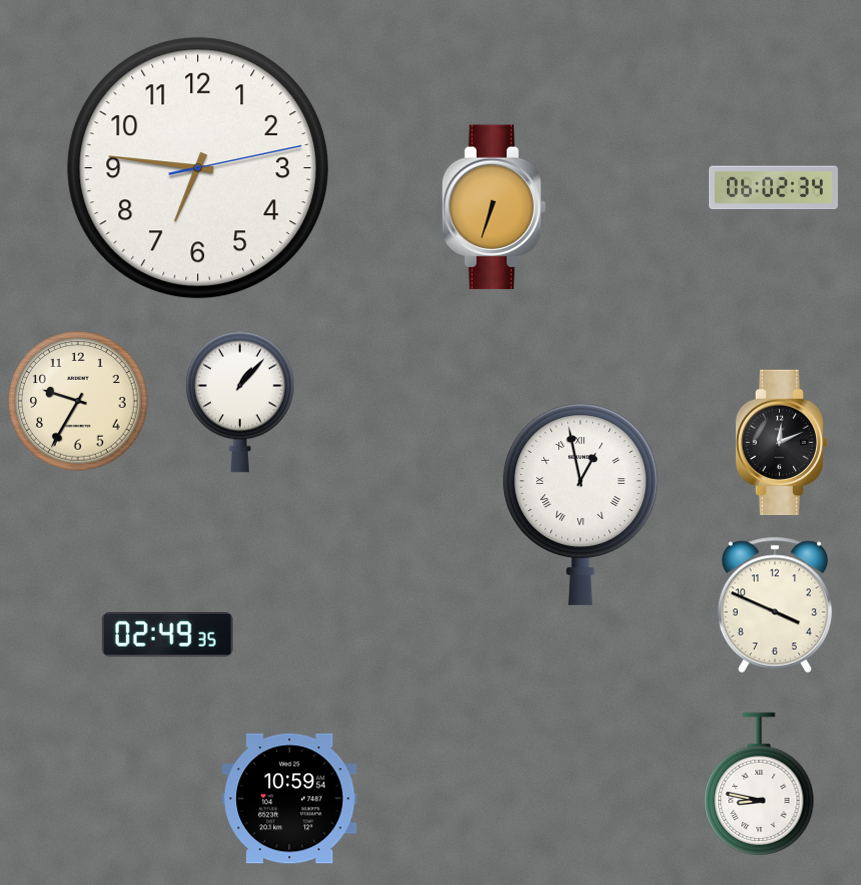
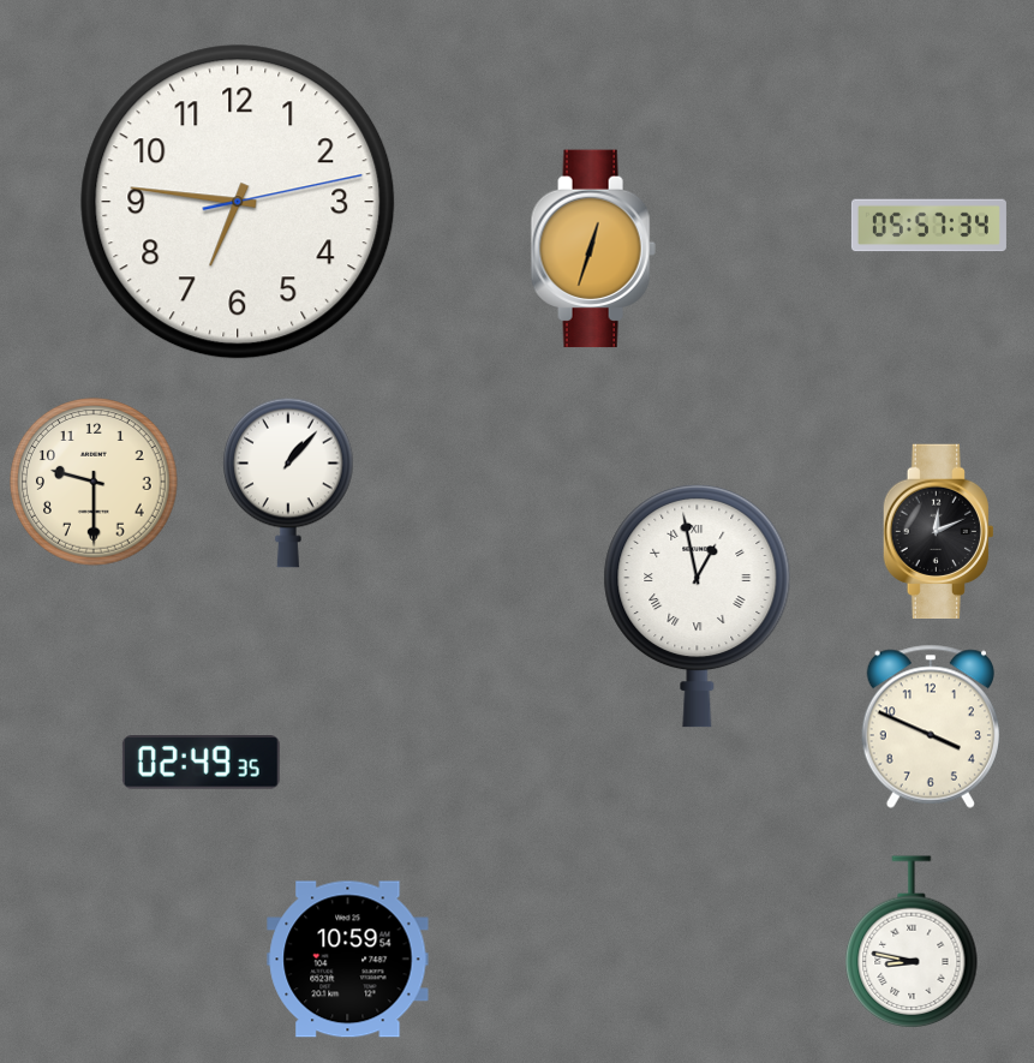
clock at (773, 188): 06:02 -> 05:57
clock at (494, 207): 6:33 -> 12:33
clock at (78, 401): 9:35 -> 9:30
